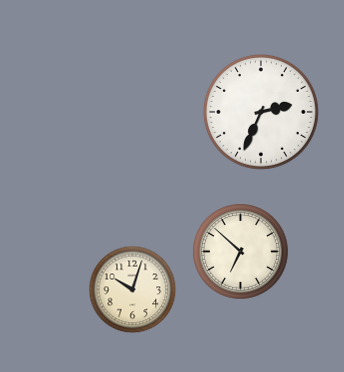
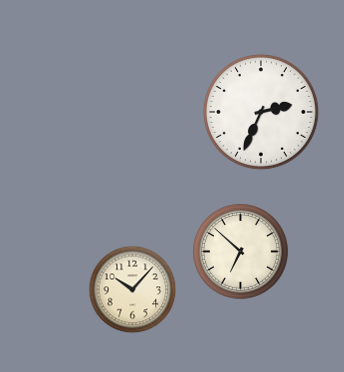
clock at (133, 290): 10:03 -> 10:07
